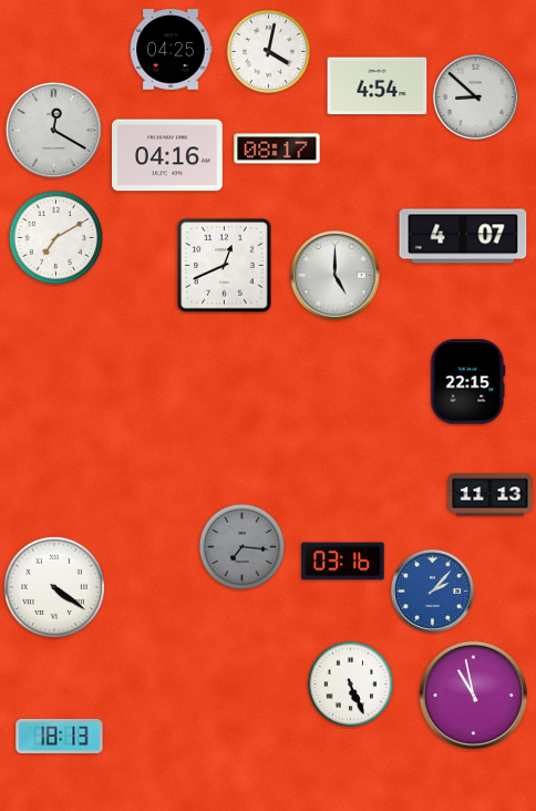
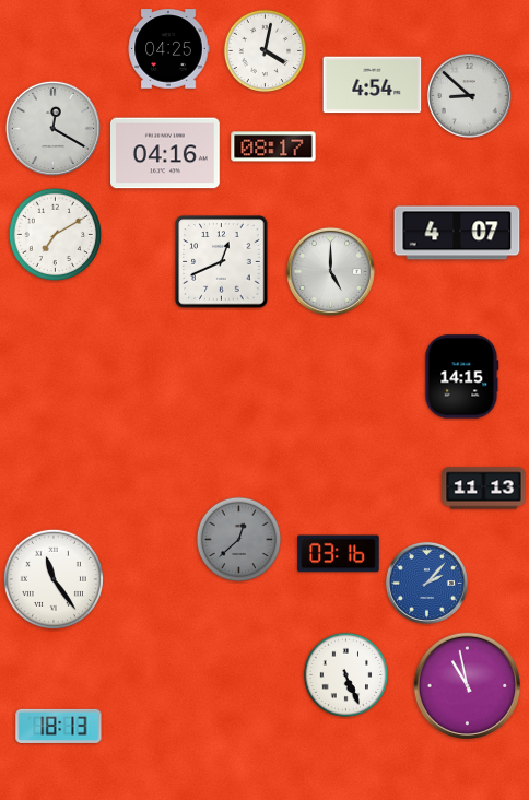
clock at (468, 382): 22:15 -> 14:15
clock at (243, 547): 7:16 -> 12:38
clock at (54, 587): 4:21 -> 11:24
